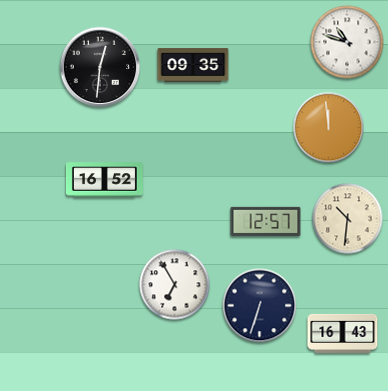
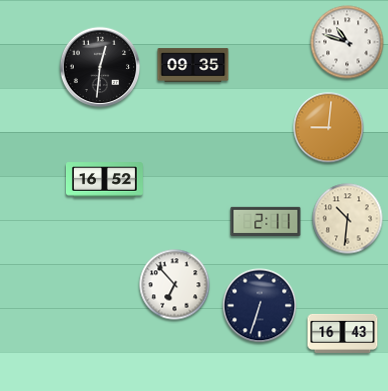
clock at (329, 128): 11:59 -> 9:01
clock at (266, 222): 12:57 -> 2:11
clock at (175, 285): 6:55 -> 6:53
